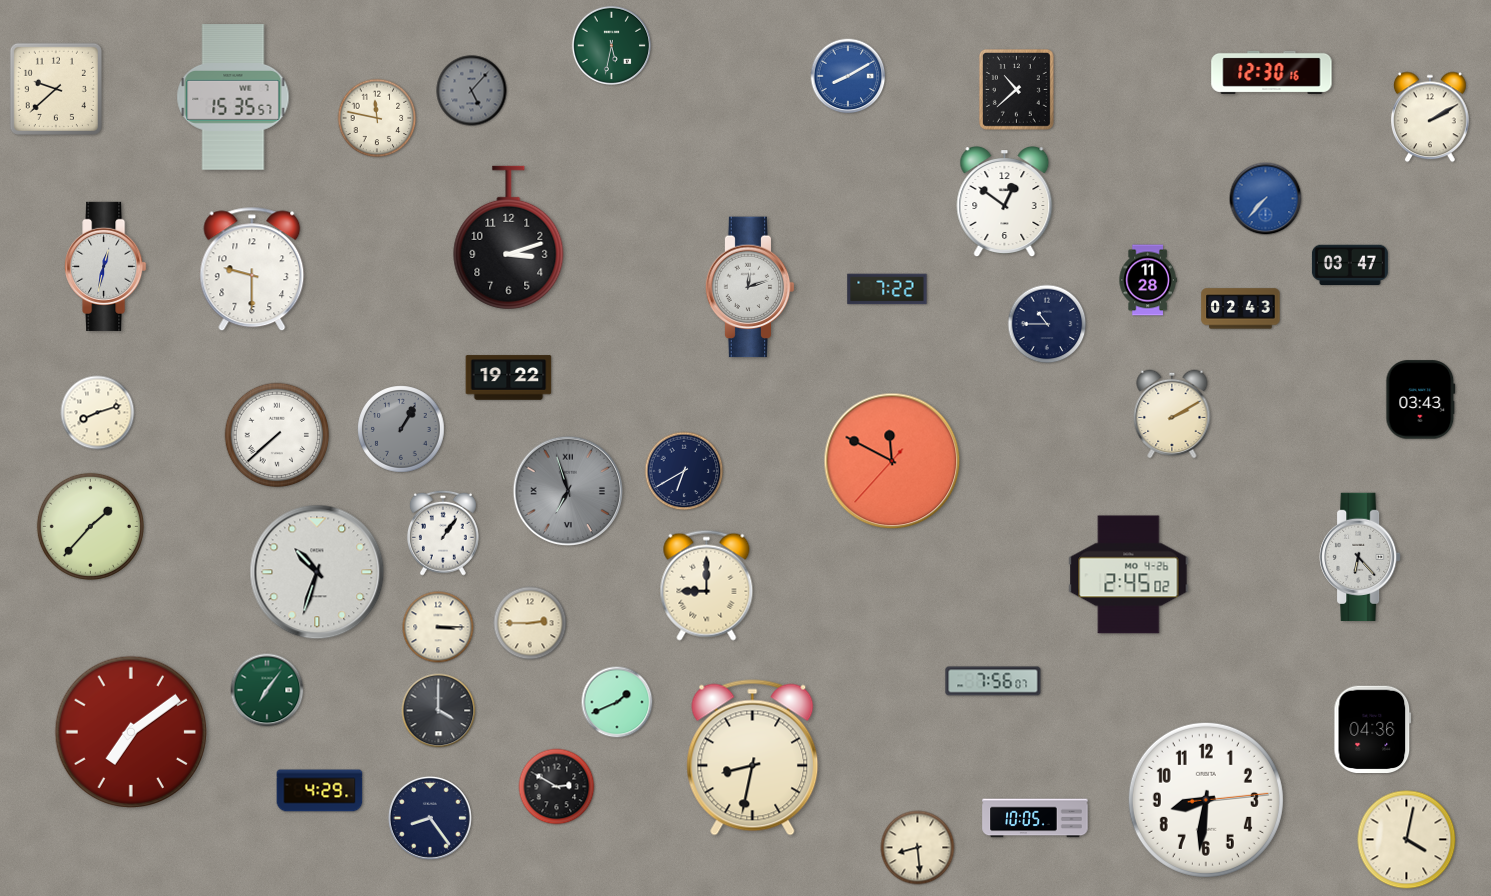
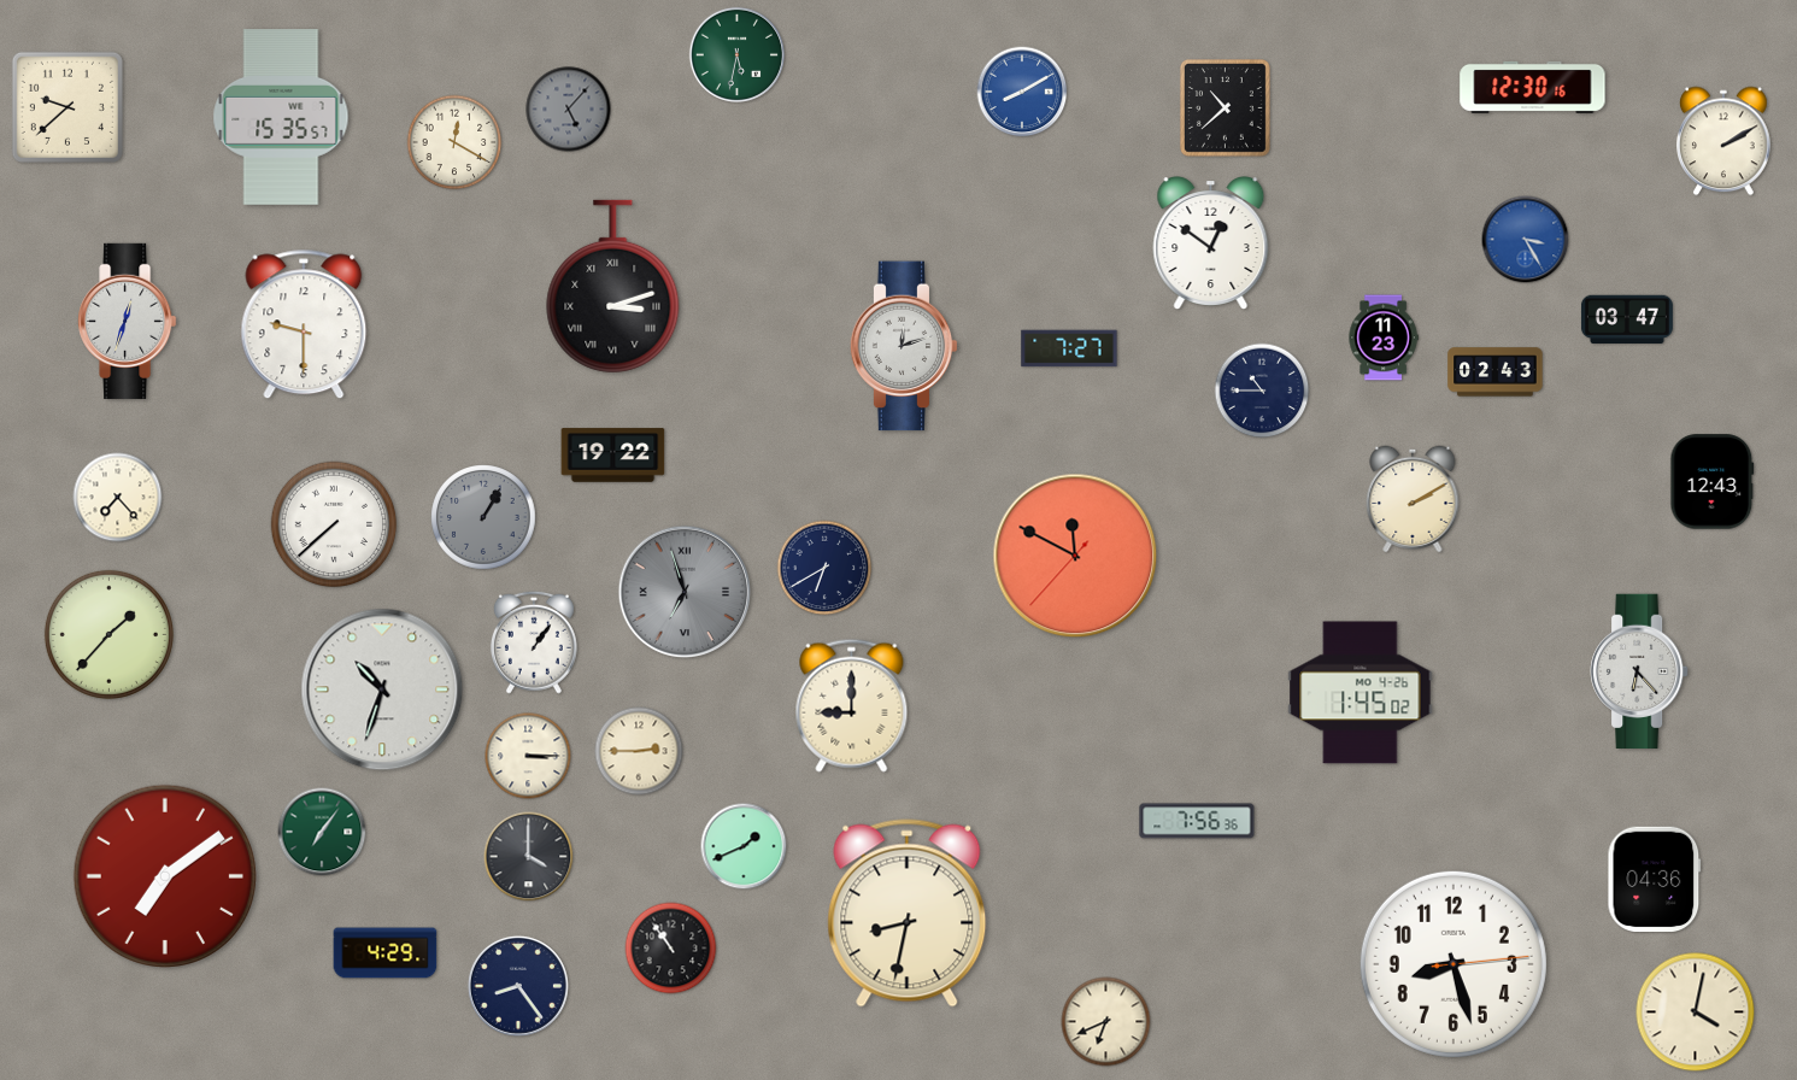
clock at (377, 118): 11:47 -> 12:20
clock at (1266, 199): 7:37 -> 3:25
clock at (509, 238) numerals: Arabic -> Roman
clock at (106, 266): 12:32 -> 12:33
clock at (1148, 280): 11:28 -> 11:23
clock at (887, 289): 7:22 -> 7:27
clock at (1421, 400): 03:43 -> 12:43
clock at (98, 413): 8:12 -> 7:23
clock at (1129, 575): 2:45 -> 1:45
clock at (993, 681): 7:56:07 -> 7:56:36
clock at (130, 731) position: (130, 731) -> (164, 875)
clock at (557, 787): 2:50 -> 10:54
clock at (1206, 800): 8:31 -> 8:27
clock at (1035, 818): 10:05 -> none
clock at (918, 848): 8:29 -> 6:41
